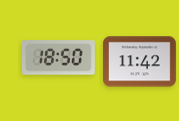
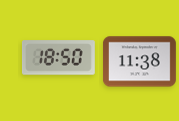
clock at (140, 62): 11:42 -> 11:38
